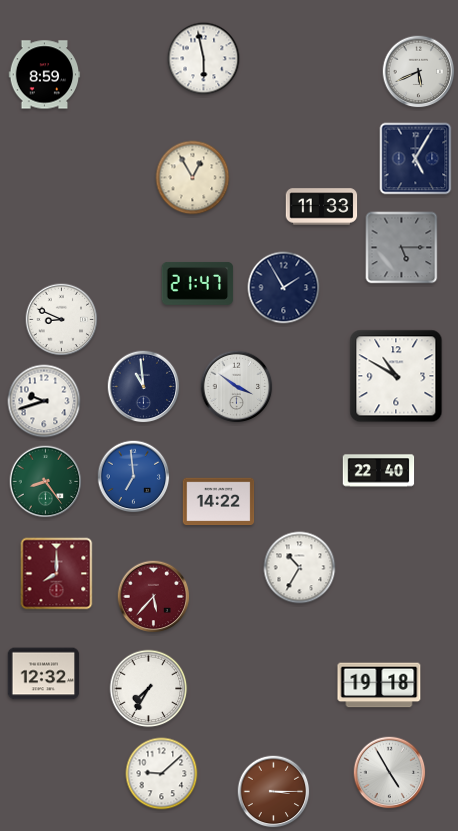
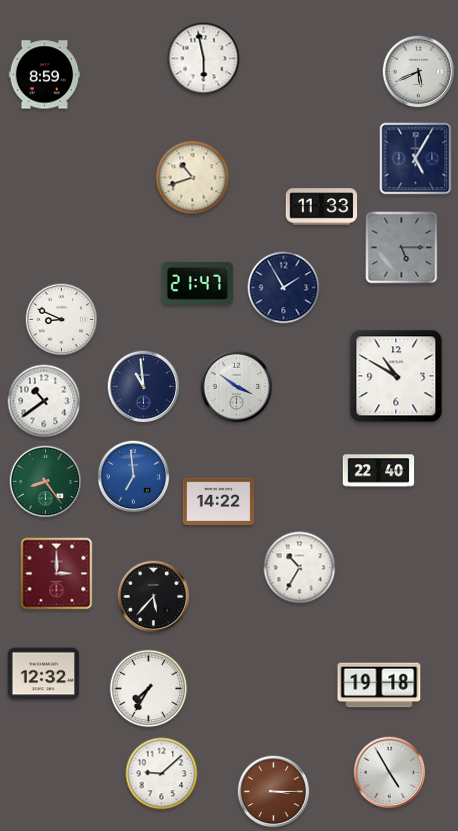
clock at (193, 178): 12:55 -> 10:42
clock at (44, 401): 9:42 -> 10:39
clock at (57, 574): 8:00 -> 3:00
clock at (154, 597) dial: burgundy -> black
